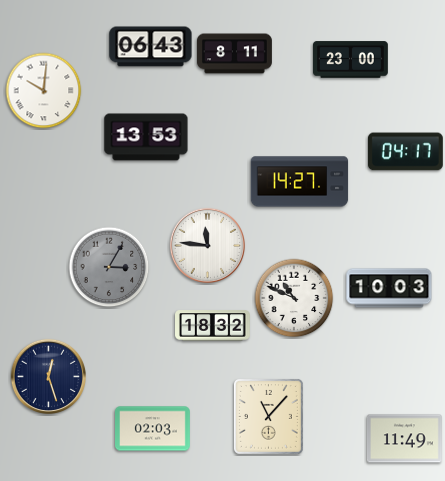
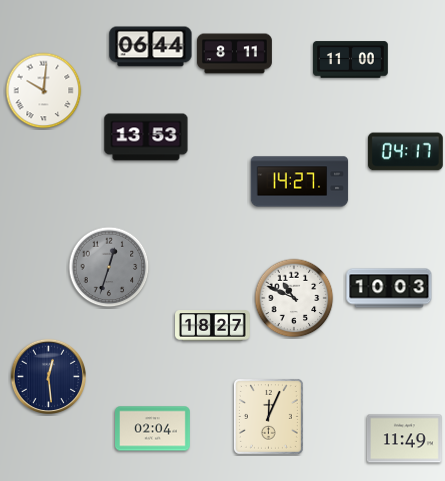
clock at (151, 47): 06:43 -> 06:44
clock at (351, 60): 23:00 -> 11:00
clock at (207, 245): 11:46 -> none
clock at (109, 267): 3:05 -> 12:33
clock at (213, 326): 18:32 -> 18:27
clock at (48, 376): 12:27 -> 12:29
clock at (268, 416): 11:07 -> 12:04
clock at (153, 429): 02:03 -> 02:04
